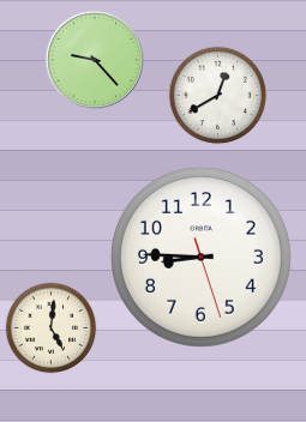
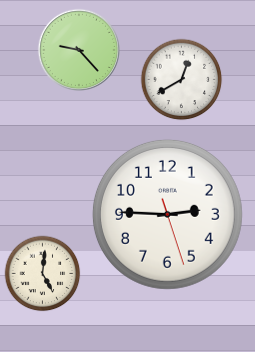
clock at (200, 257): 8:45 -> 2:45
